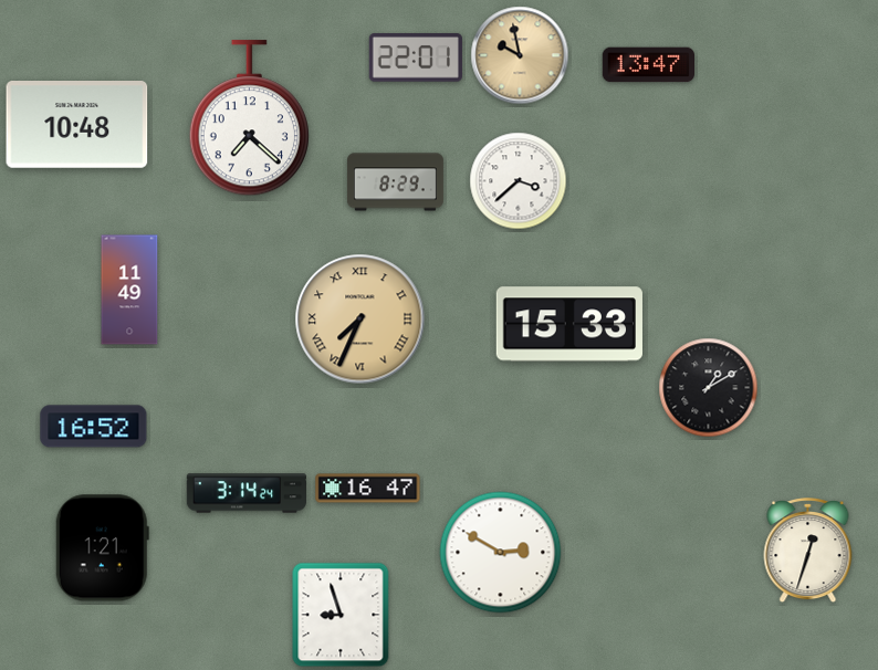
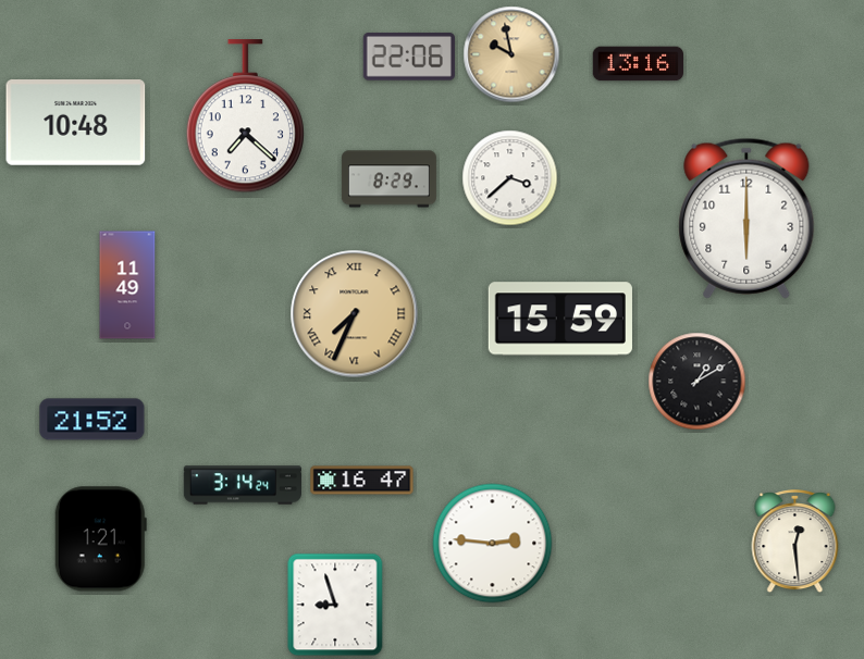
clock at (416, 59): 22:01 -> 22:06
clock at (649, 65): 13:47 -> 13:16
clock at (746, 219): none -> 6:00
clock at (568, 324): 15:33 -> 15:59
clock at (94, 427): 16:52 -> 21:52
clock at (808, 552): 12:33 -> 12:29
clock at (501, 553): 2:50 -> 2:46
